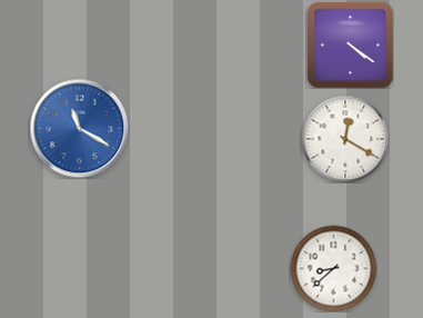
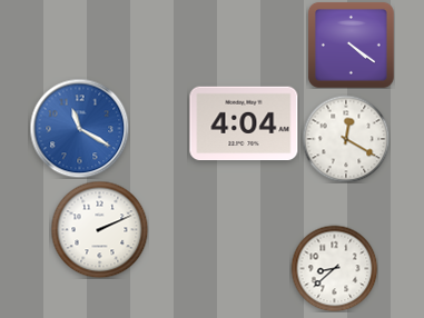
clock at (244, 123): none -> 4:04
clock at (99, 229): none -> 2:11
